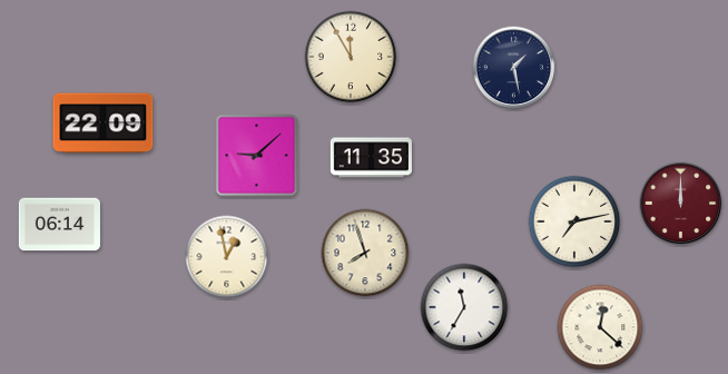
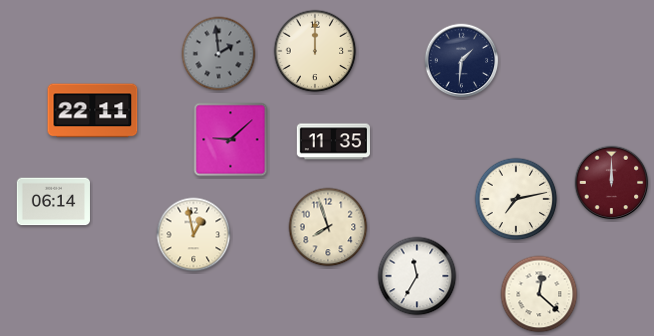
clock at (351, 57): 11:55 -> 12:00
clock at (219, 54): none -> 1:59
clock at (514, 68): 1:28 -> 1:31
clock at (104, 124): 22:09 -> 22:11
clock at (227, 257) position: (227, 257) -> (194, 235)
